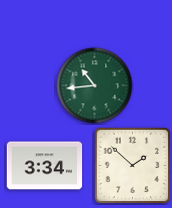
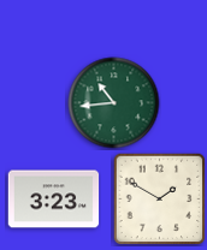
clock at (45, 166): 3:34 -> 3:23
clock at (133, 166): 1:52 -> 1:50
